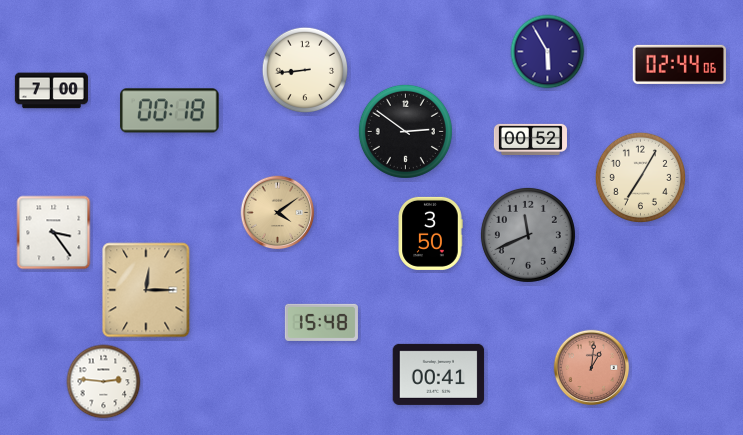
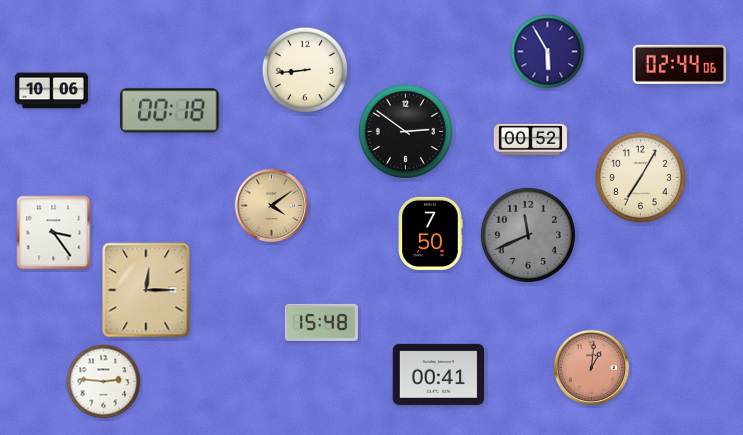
clock at (51, 91): 7:00 -> 10:06
clock at (278, 213) position: (278, 213) -> (272, 206)
clock at (430, 233): 3:50 -> 7:50
